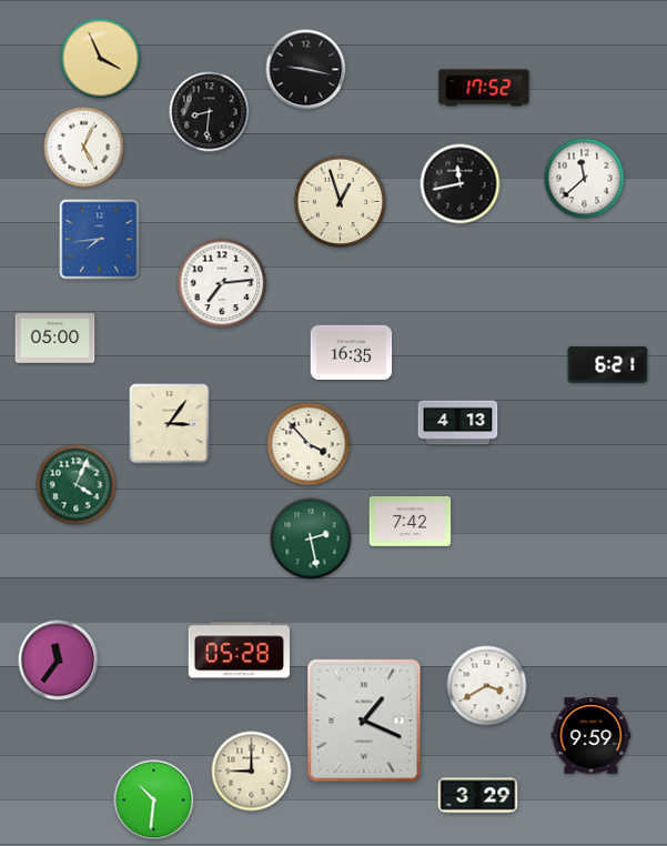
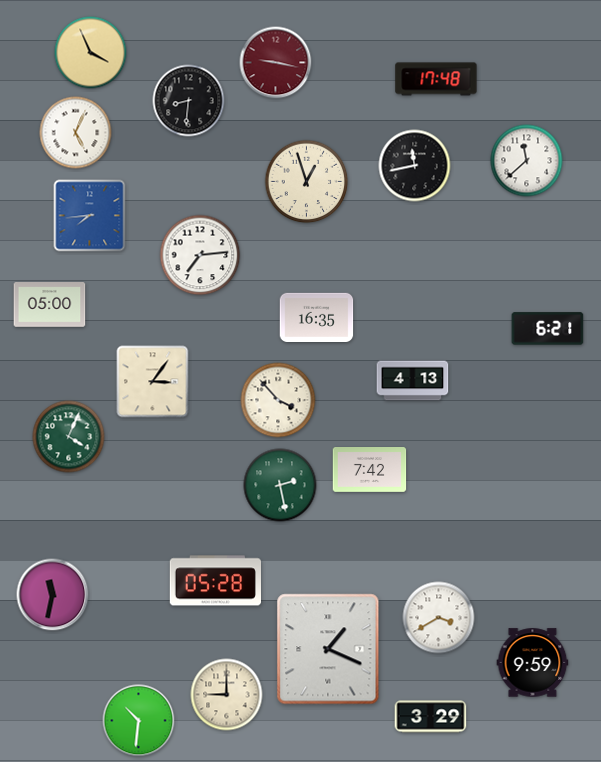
clock at (306, 70) dial: black -> burgundy
clock at (484, 88): 17:52 -> 17:48
clock at (239, 651) position: (239, 651) -> (215, 581)
clock at (59, 661): 11:36 -> 11:32
